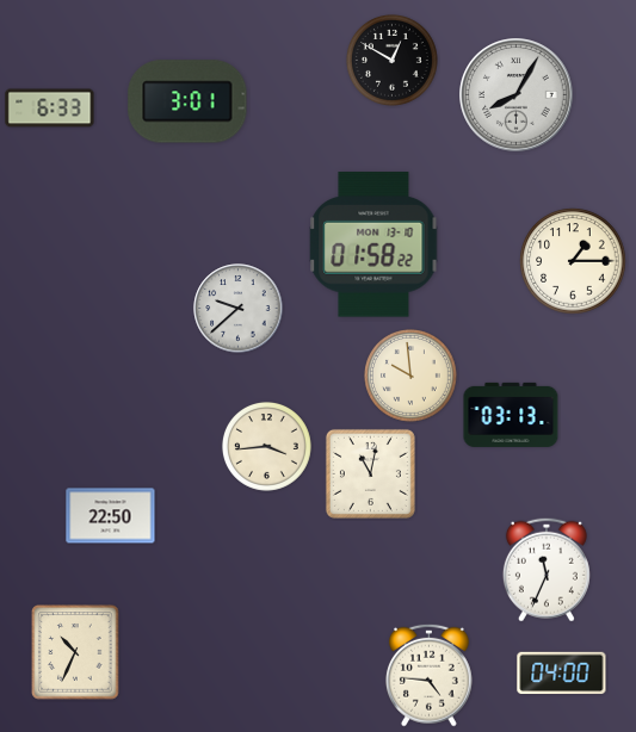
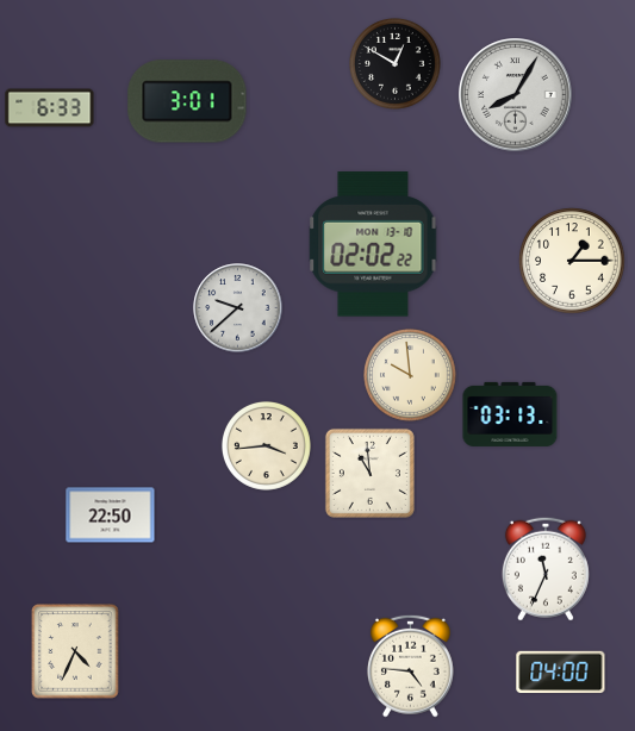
clock at (393, 61) position: (393, 61) -> (396, 64)
clock at (373, 244): 01:58 -> 02:02
clock at (370, 473): 11:02 -> 10:59
clock at (75, 652): 10:34 -> 4:34
clock at (428, 675) position: (428, 675) -> (410, 666)
